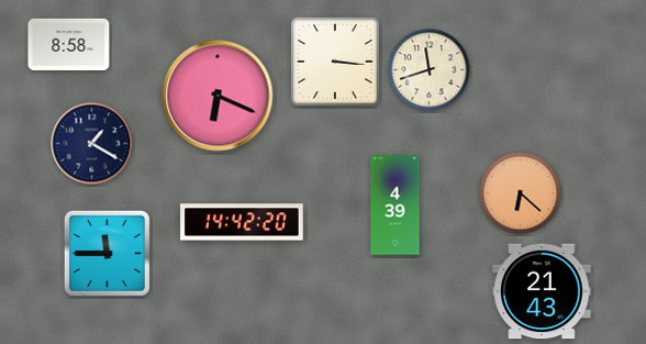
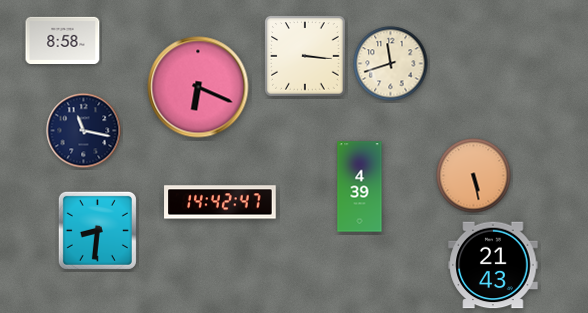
clock at (92, 144): 1:20 -> 11:17
clock at (521, 193): 6:22 -> 5:28
clock at (242, 222): 14:42:20 -> 14:42:47
clock at (107, 253): 11:45 -> 8:31
